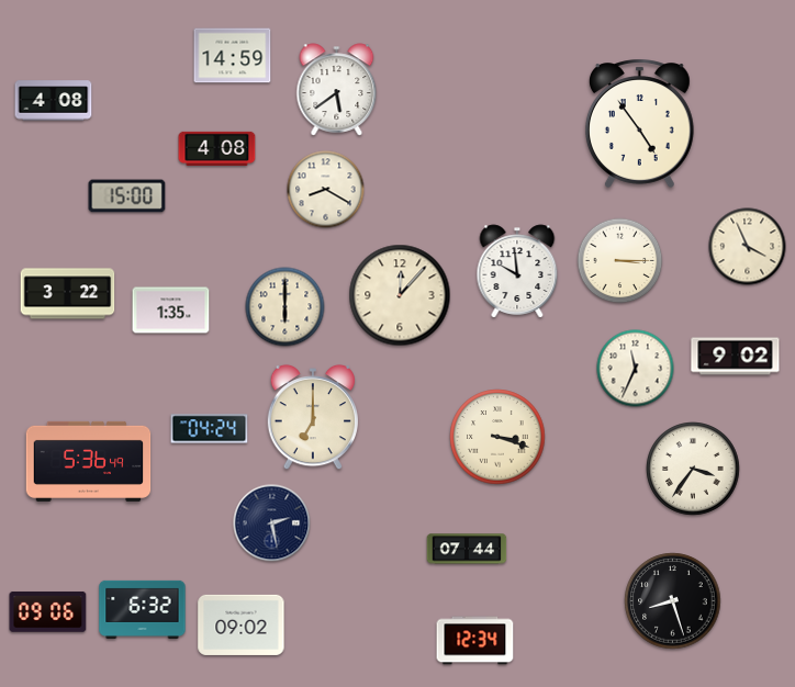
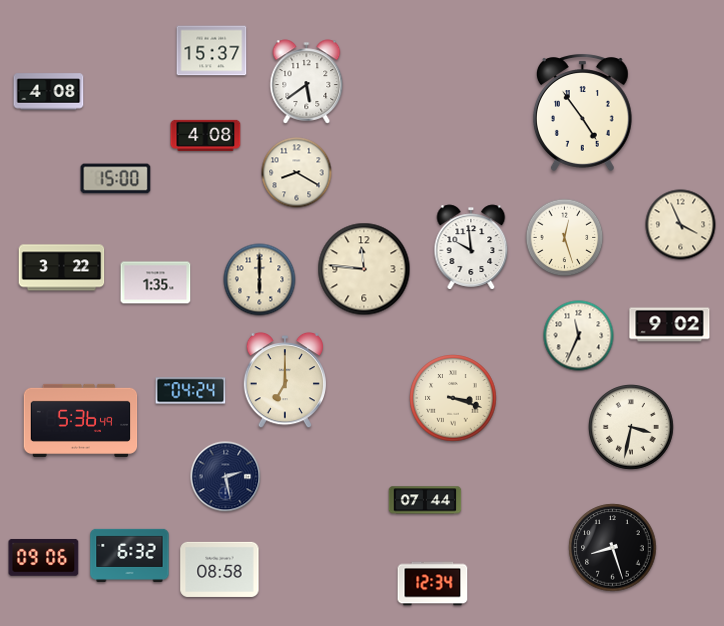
clock at (233, 56): 14:59 -> 15:37
clock at (217, 148) position: (217, 148) -> (206, 135)
clock at (620, 261): 3:15 -> 12:27
clock at (400, 295): 12:07 -> 11:46
clock at (694, 470): 3:36 -> 3:32
clock at (272, 523) position: (272, 523) -> (226, 477)
clock at (242, 624): 09:02 -> 08:58
